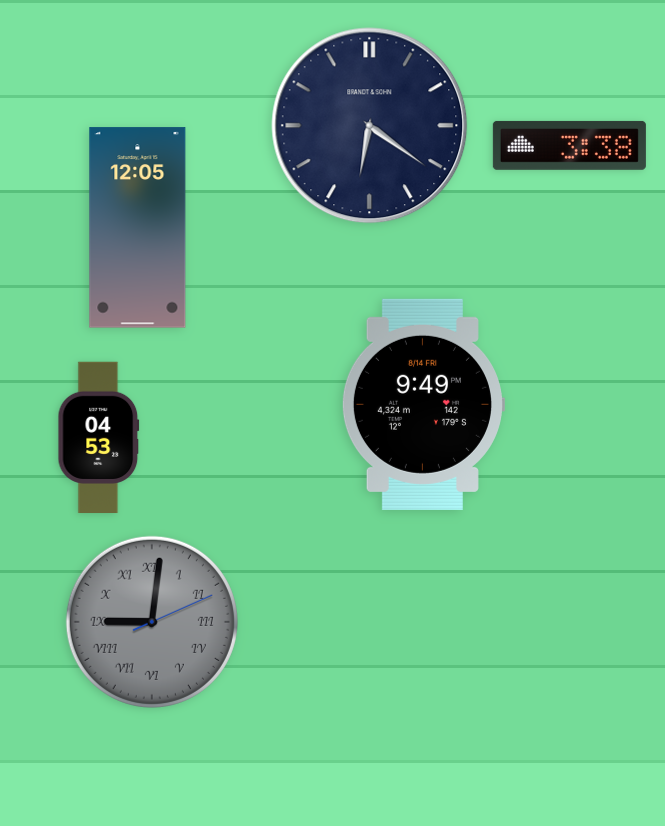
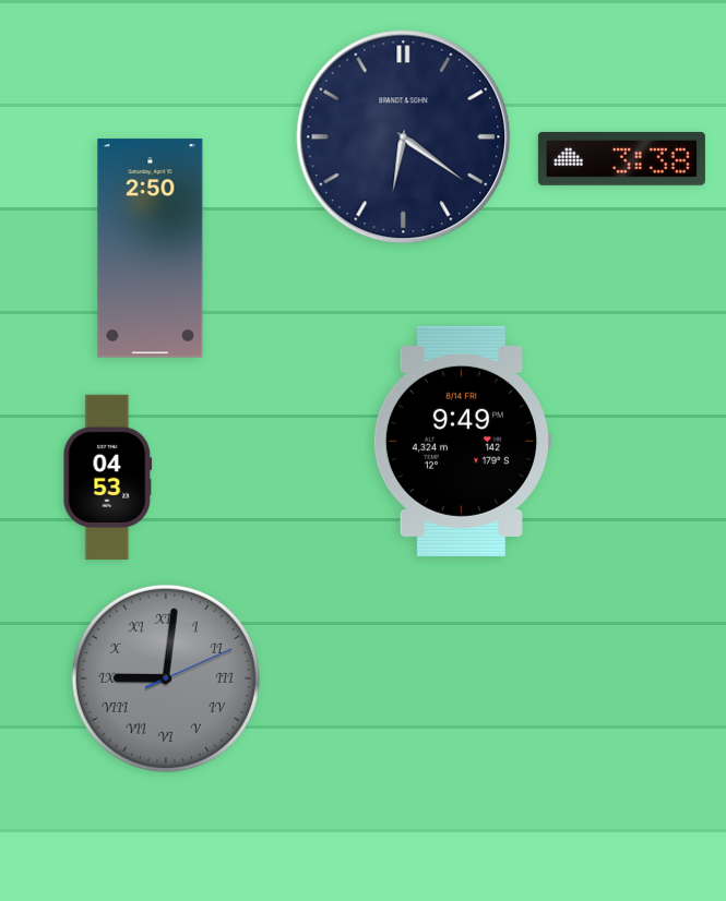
clock at (138, 228): 12:05 -> 2:50
